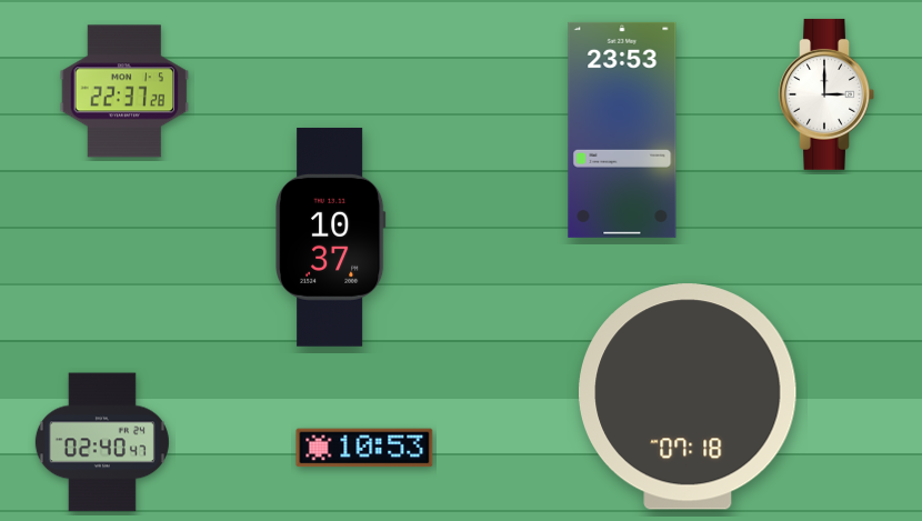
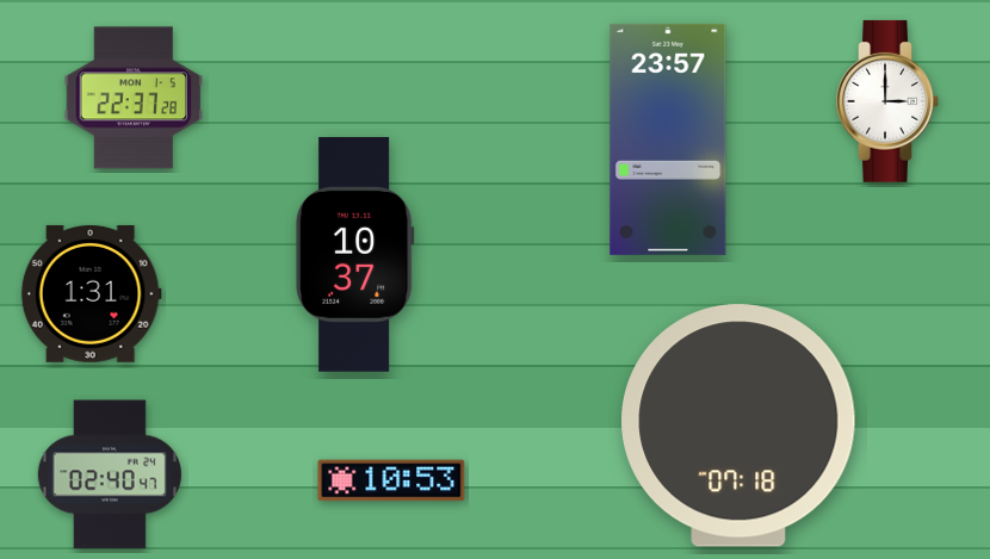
clock at (622, 130): 23:53 -> 23:57
clock at (91, 293): none -> 1:31
